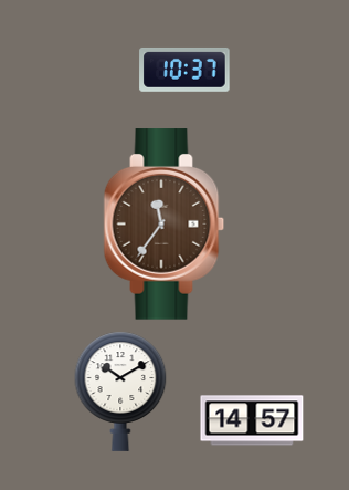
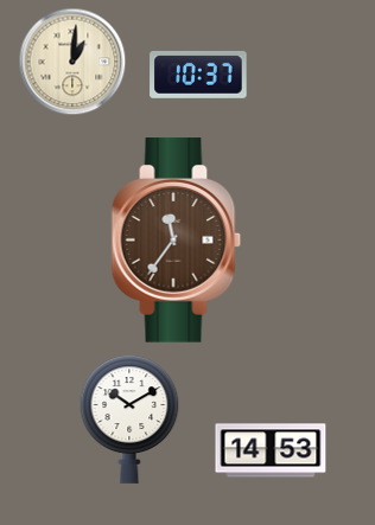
clock at (72, 62): none -> 1:01
clock at (252, 420): 14:57 -> 14:53
